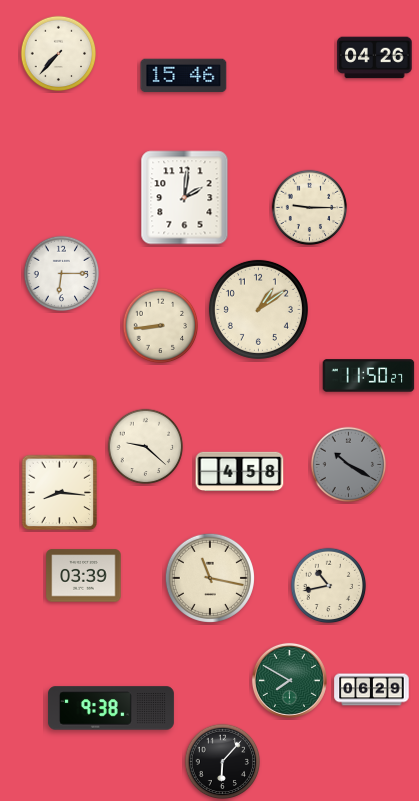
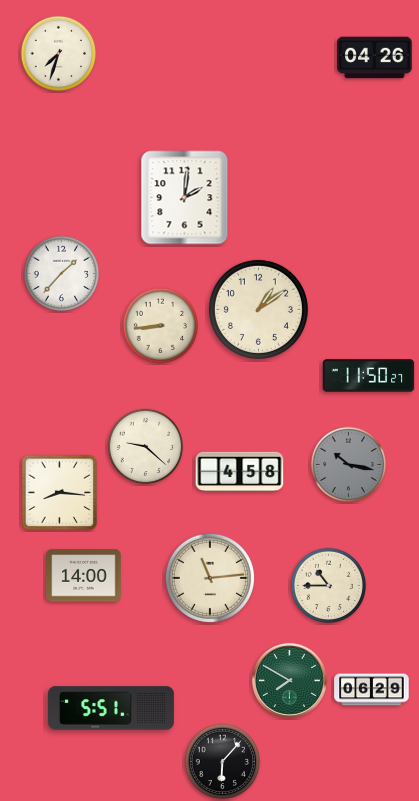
clock at (59, 54): 7:37 -> 7:33
clock at (184, 76): 15:46 -> none
clock at (310, 208): 9:15 -> none
clock at (62, 274): 6:15 -> 1:37
clock at (349, 465): 10:20 -> 10:17
clock at (84, 576): 03:39 -> 14:00
clock at (210, 578): 11:17 -> 11:14
clock at (329, 586): 10:43 -> 10:45
clock at (111, 708): 9:38 -> 5:51
